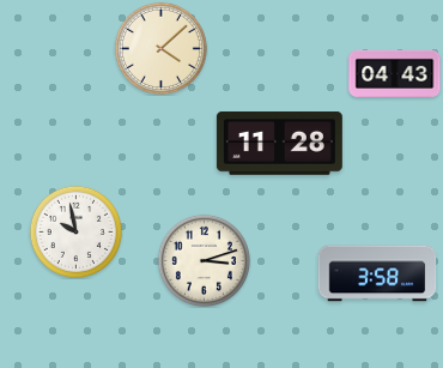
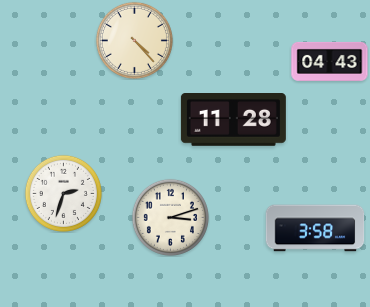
clock at (160, 48): 4:08 -> 4:23
clock at (75, 231): 9:58 -> 2:33
